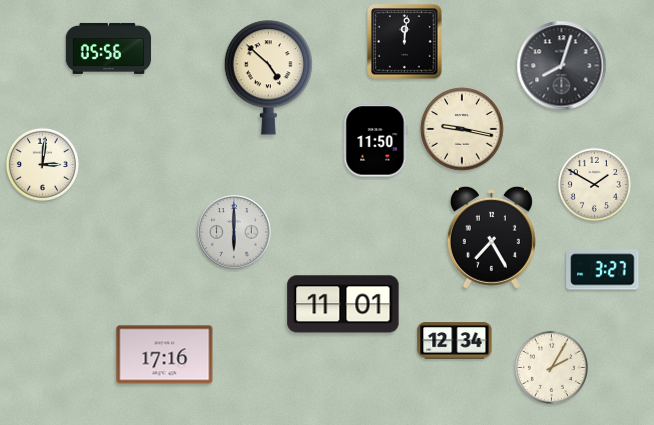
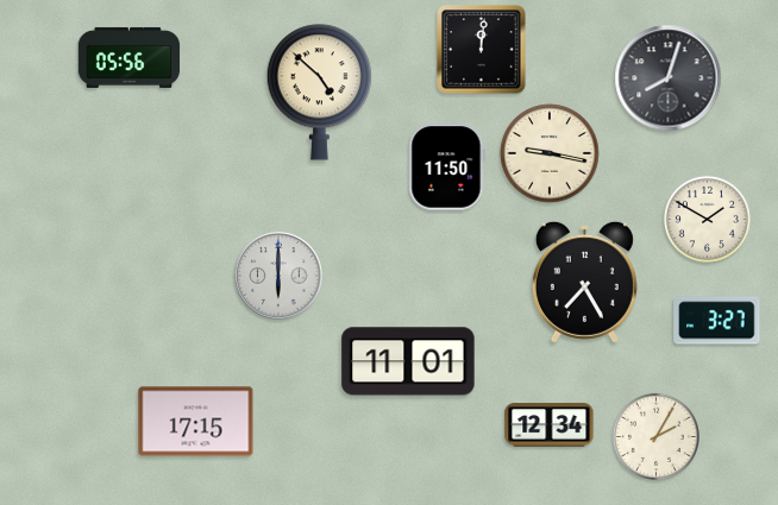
clock at (42, 164): 3:01 -> none
clock at (455, 341) position: (455, 341) -> (550, 425)
clock at (165, 355): 17:16 -> 17:15
